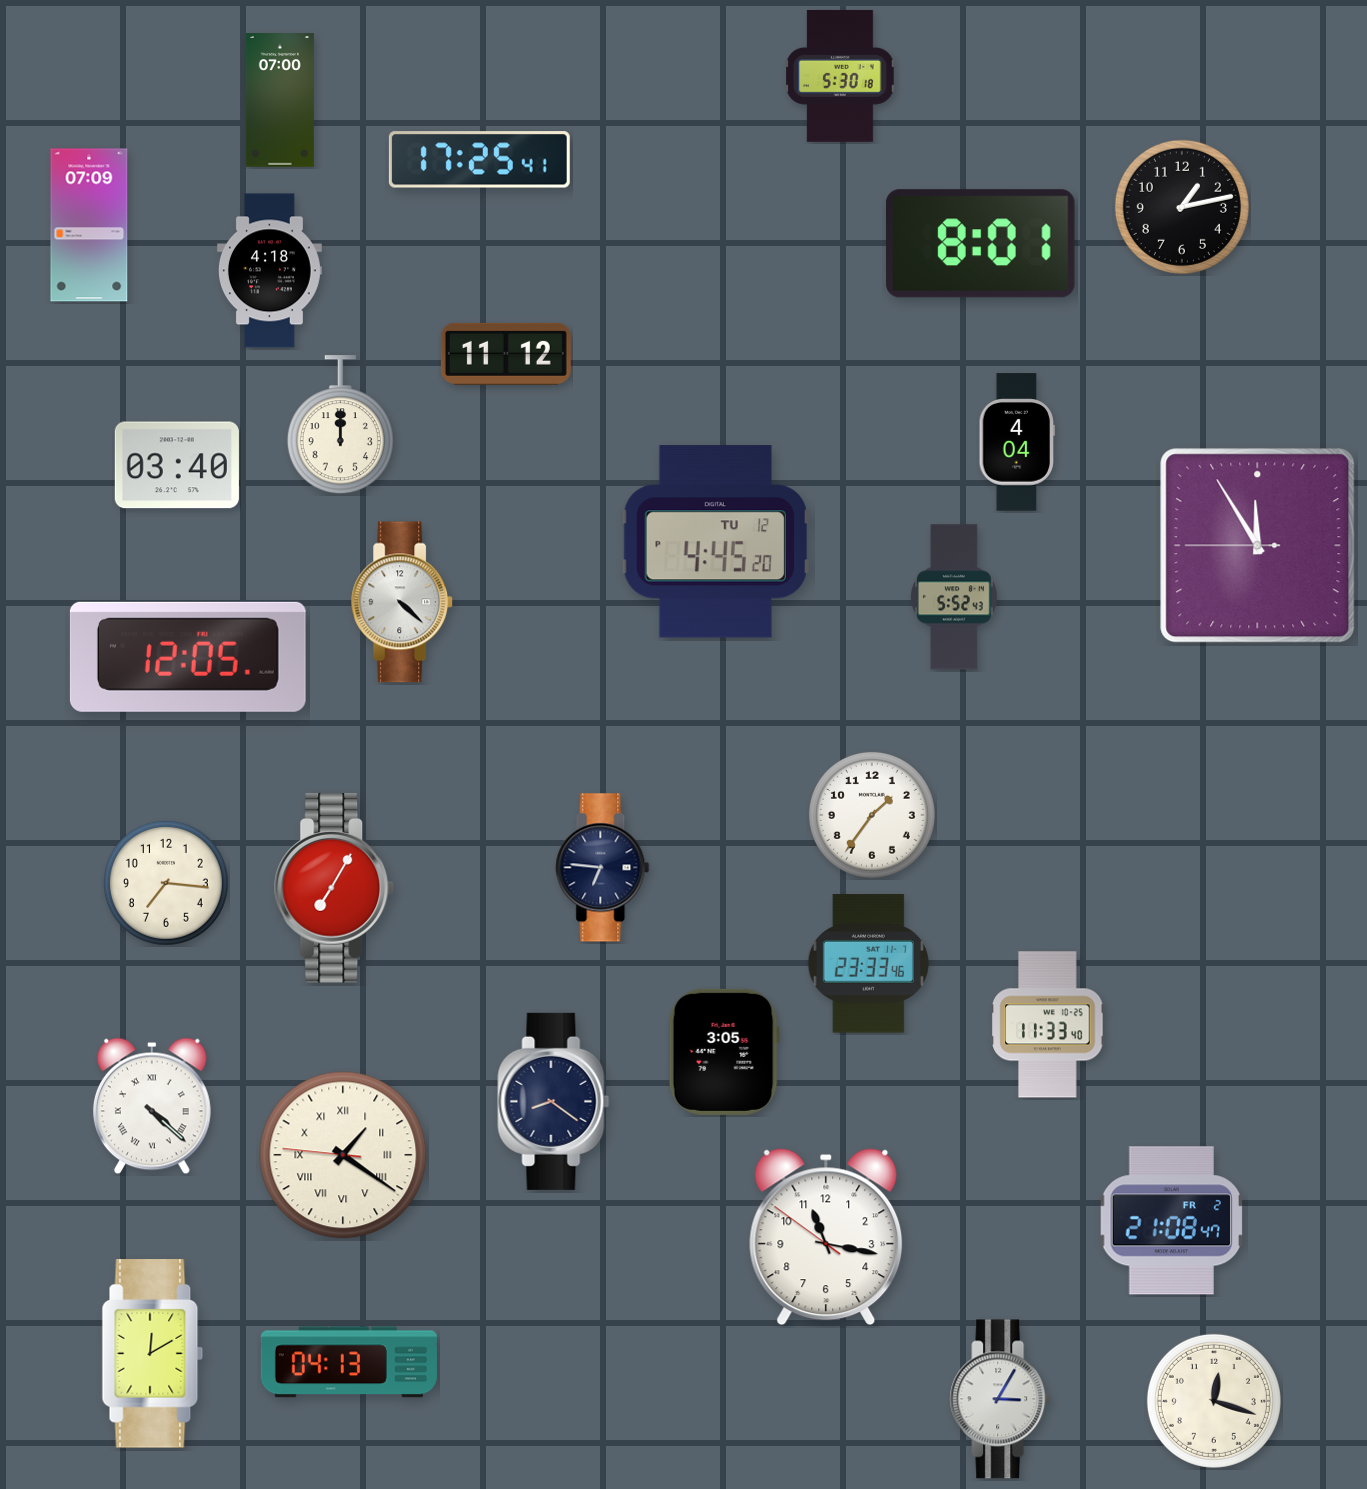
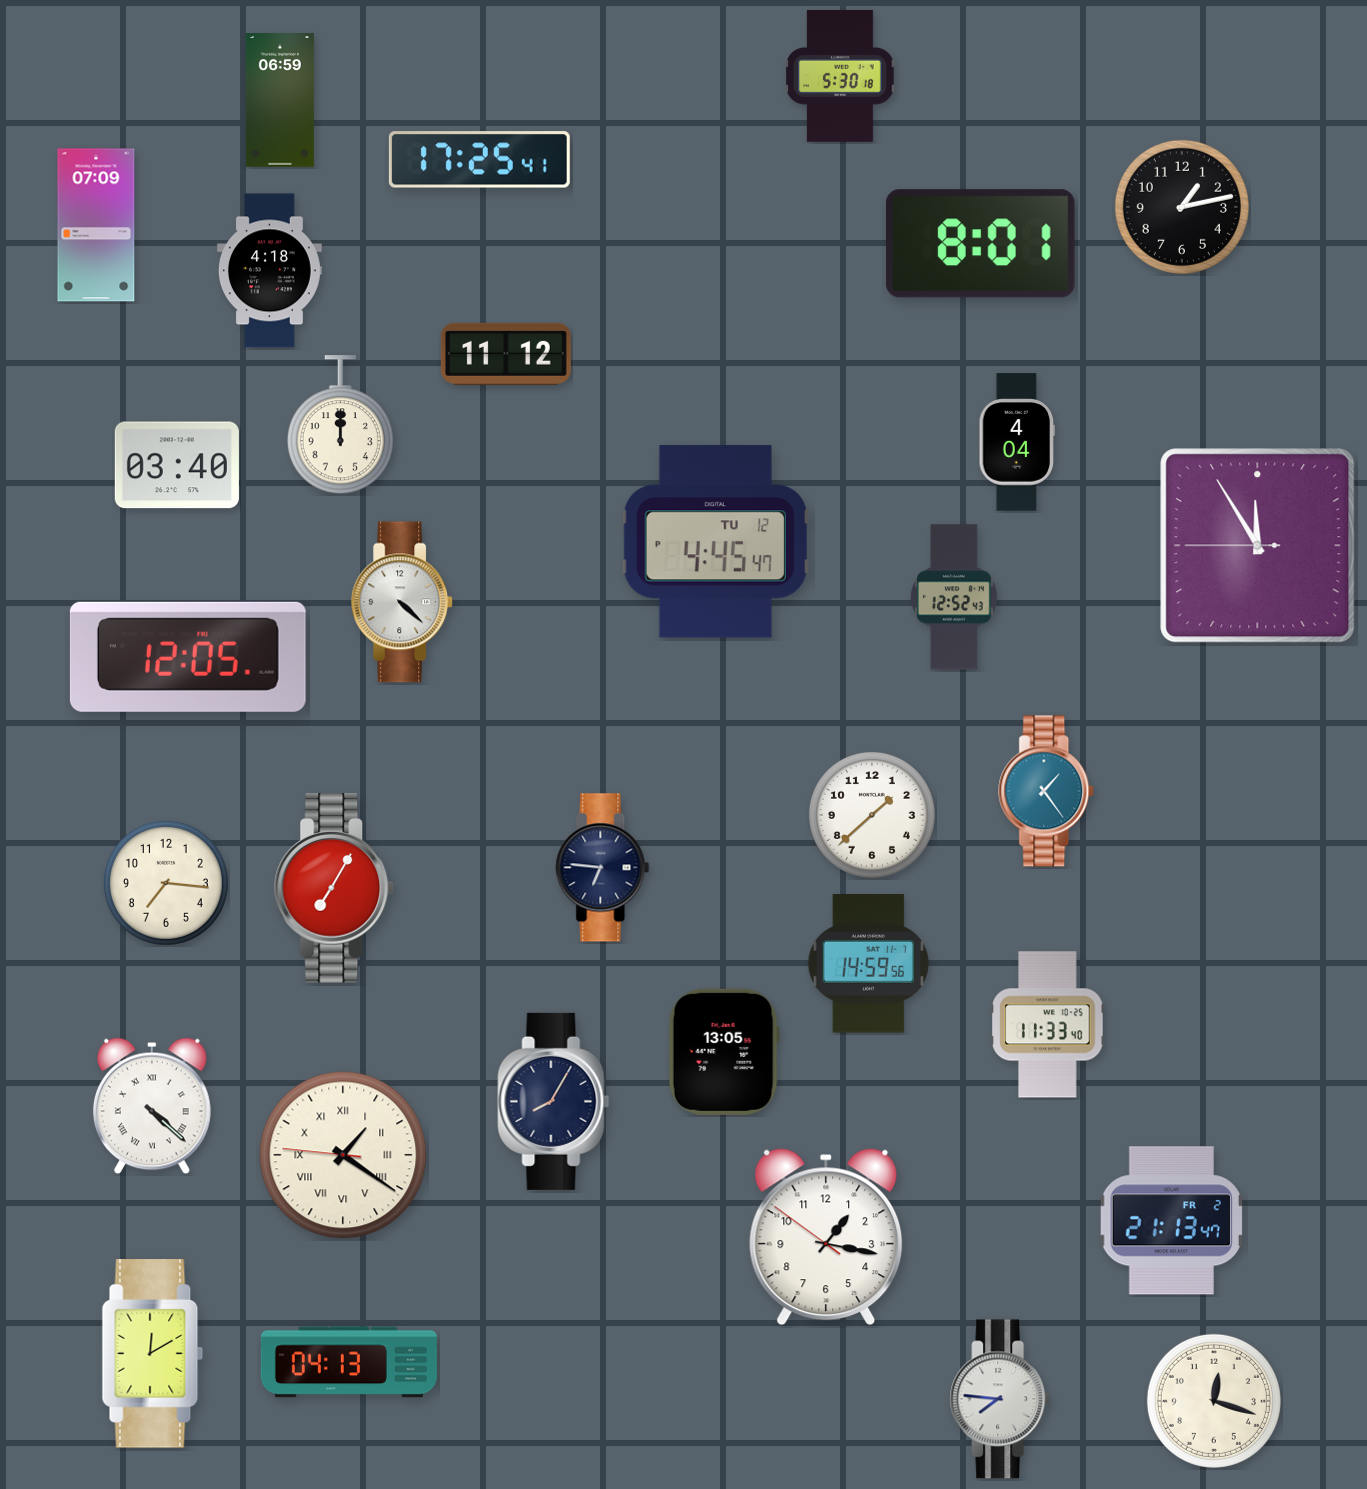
clock at (280, 100): 07:00 -> 06:59
clock at (89, 225) position: (89, 225) -> (96, 225)
clock at (715, 542): 4:45:20 -> 4:45:47
clock at (955, 597): 5:52 -> 12:52
clock at (1047, 791): none -> 1:24
clock at (872, 815): 1:36 -> 1:38
clock at (868, 964): 23:33 -> 14:59
clock at (724, 1052): 3:05 -> 13:05
clock at (554, 1101): 8:21 -> 8:05
clock at (1171, 1221): 21:08 -> 21:13
clock at (826, 1237): 11:16 -> 1:16
clock at (1000, 1399): 3:05 -> 7:46
